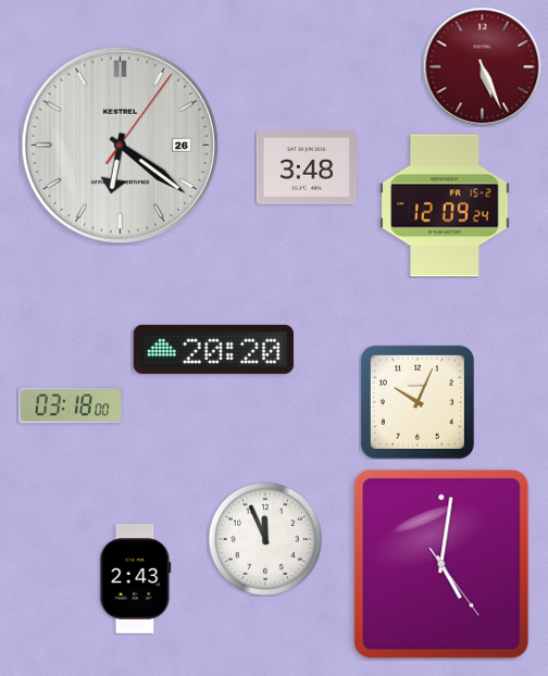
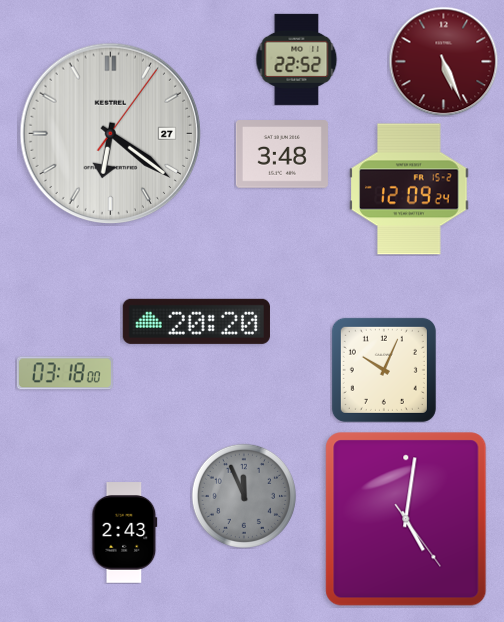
clock at (297, 59): none -> 22:52
clock at (121, 146) date: 26 -> 27
clock at (265, 539) dial: white -> grey
